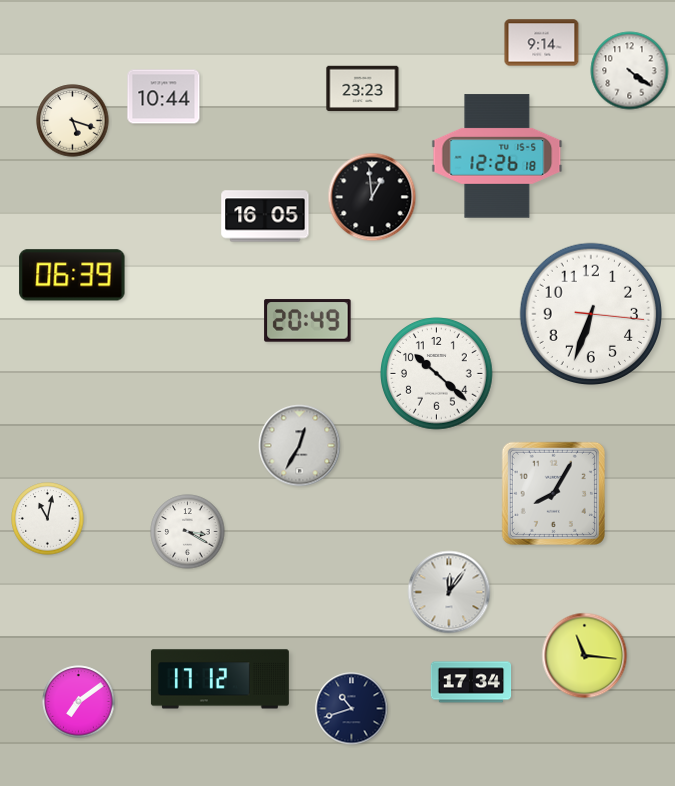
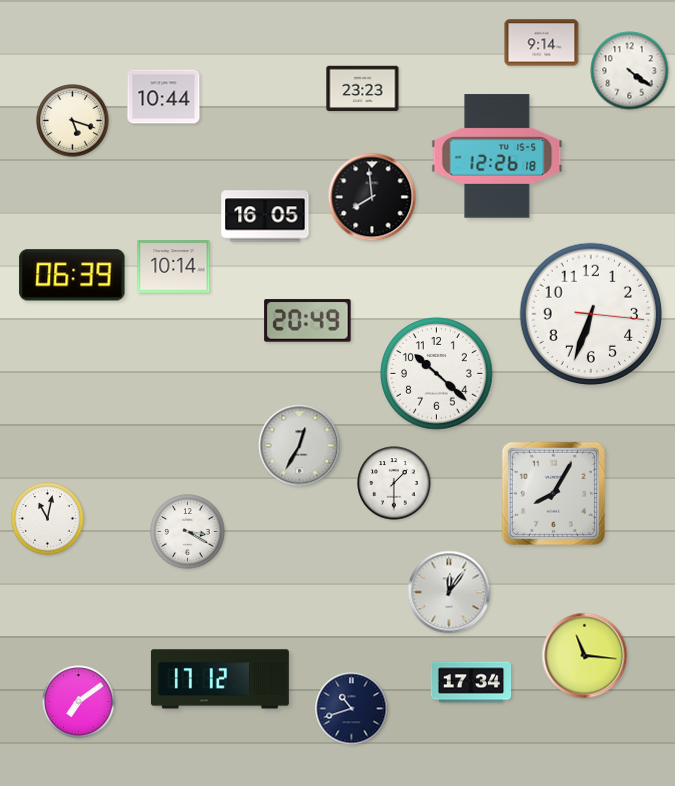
clock at (372, 197): 12:59 -> 7:59
clock at (174, 267): none -> 10:14
clock at (394, 483): none -> 1:30
